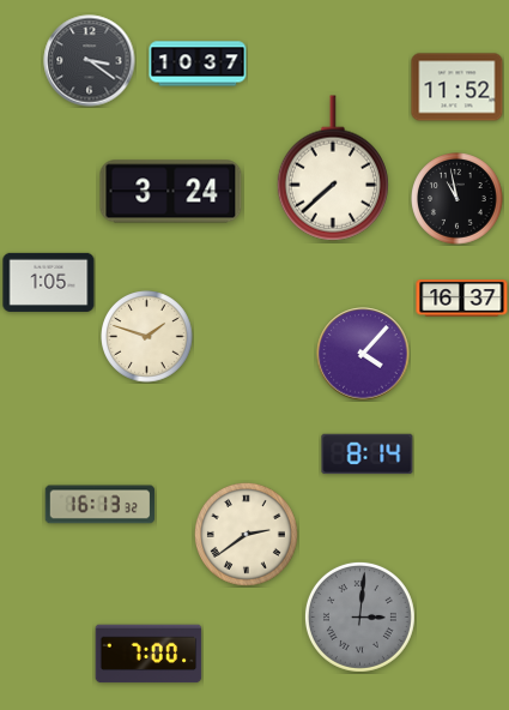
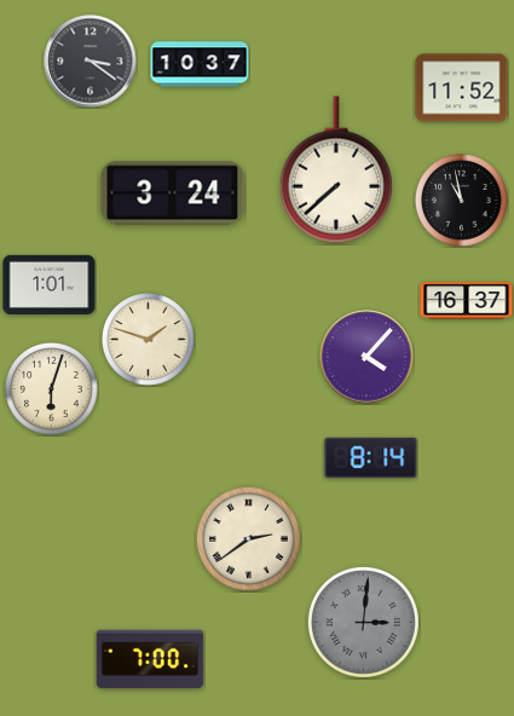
clock at (49, 282): 1:05 -> 1:01
clock at (52, 389): none -> 6:03
clock at (101, 505): 16:13 -> none
